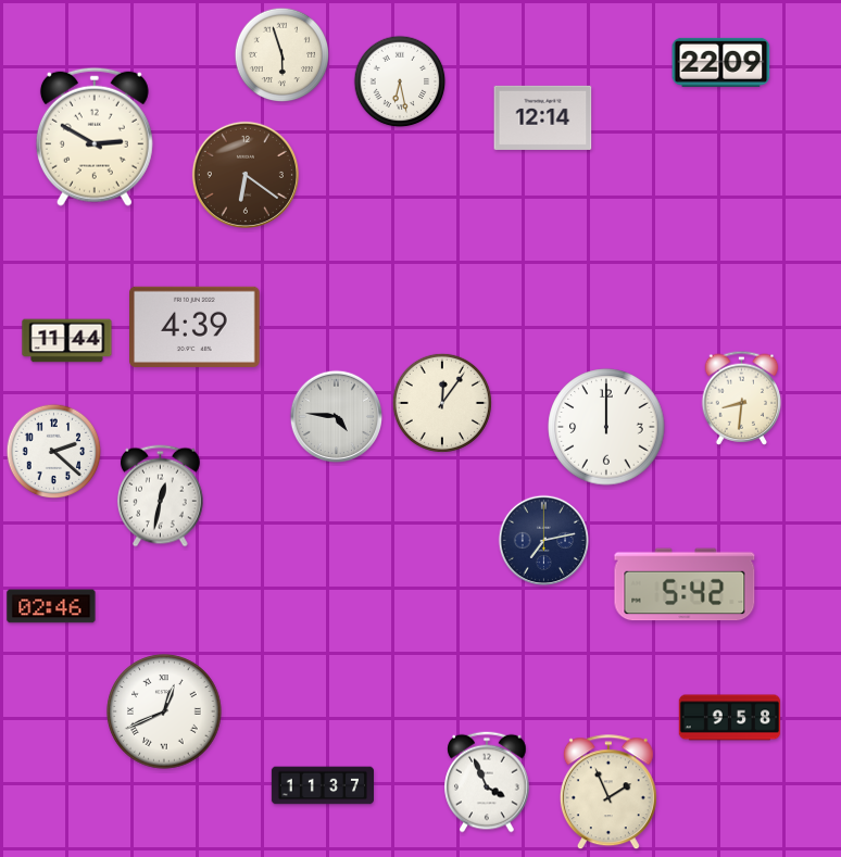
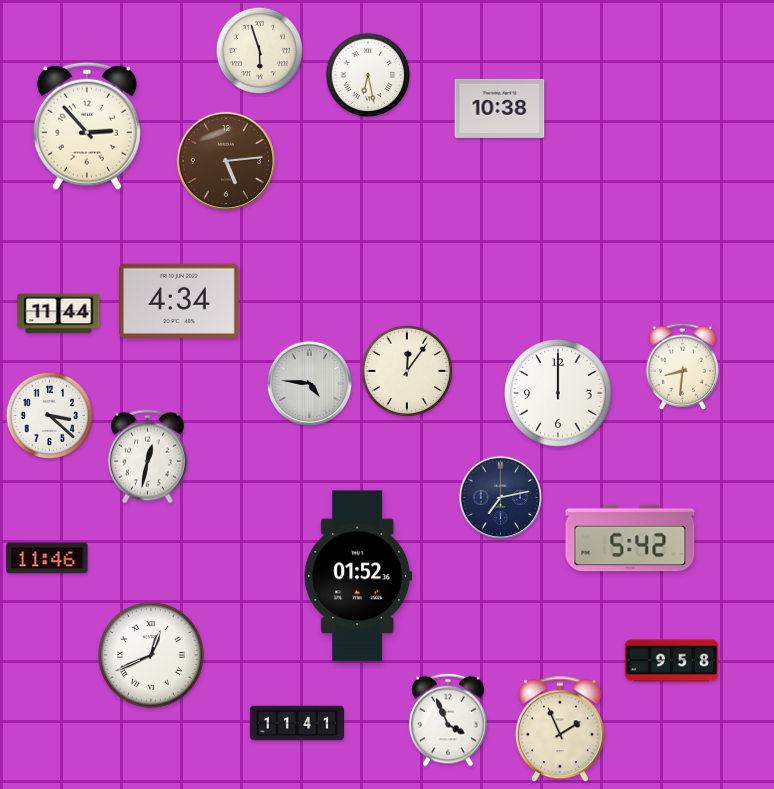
clock at (721, 62): 22:09 -> none
clock at (543, 117): 12:14 -> 10:38
clock at (95, 137): 2:50 -> 2:53
clock at (246, 175): 6:21 -> 5:14
clock at (196, 327): 4:39 -> 4:34
clock at (67, 341) position: (67, 341) -> (59, 314)
clock at (54, 452): 2:22 -> 3:22
clock at (51, 606): 02:46 -> 11:46
clock at (358, 576): none -> 01:52
clock at (322, 785): 11:37 -> 11:41
